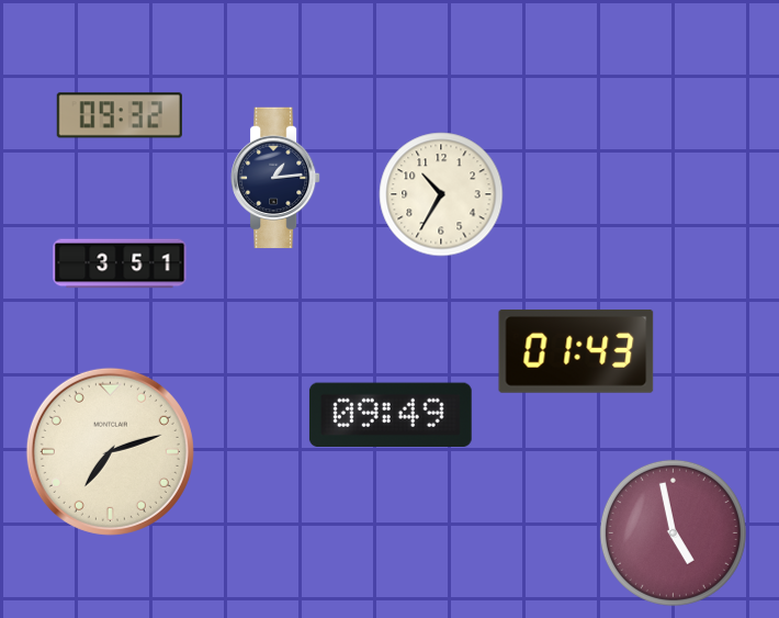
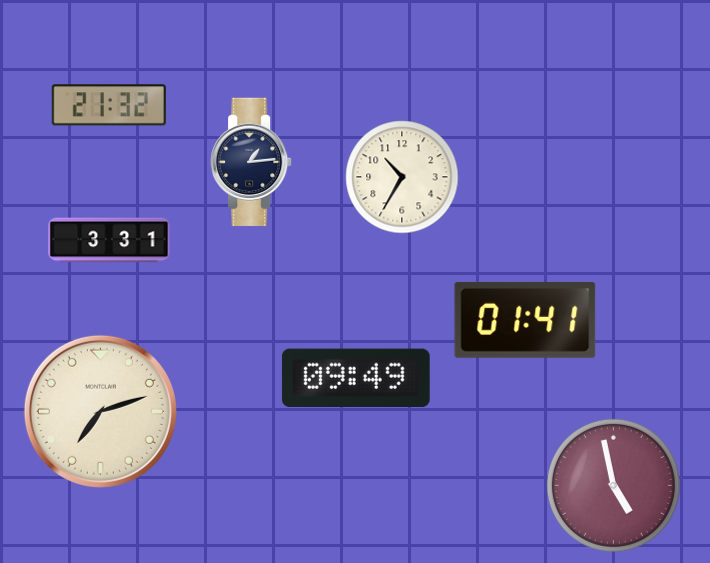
clock at (120, 115): 09:32 -> 21:32
clock at (120, 263): 3:51 -> 3:31
clock at (576, 351): 01:43 -> 01:41
